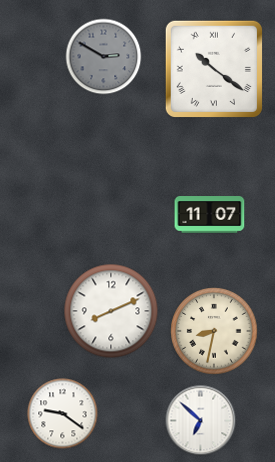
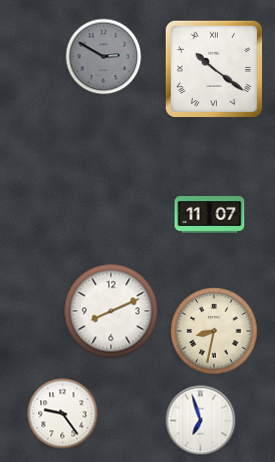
clock at (63, 414): 9:21 -> 9:24
clock at (201, 421): 6:52 -> 6:57
